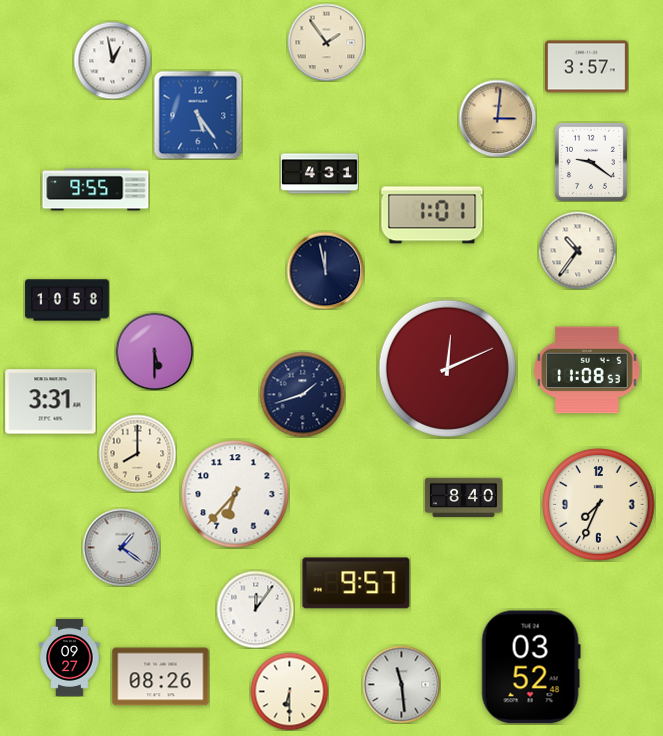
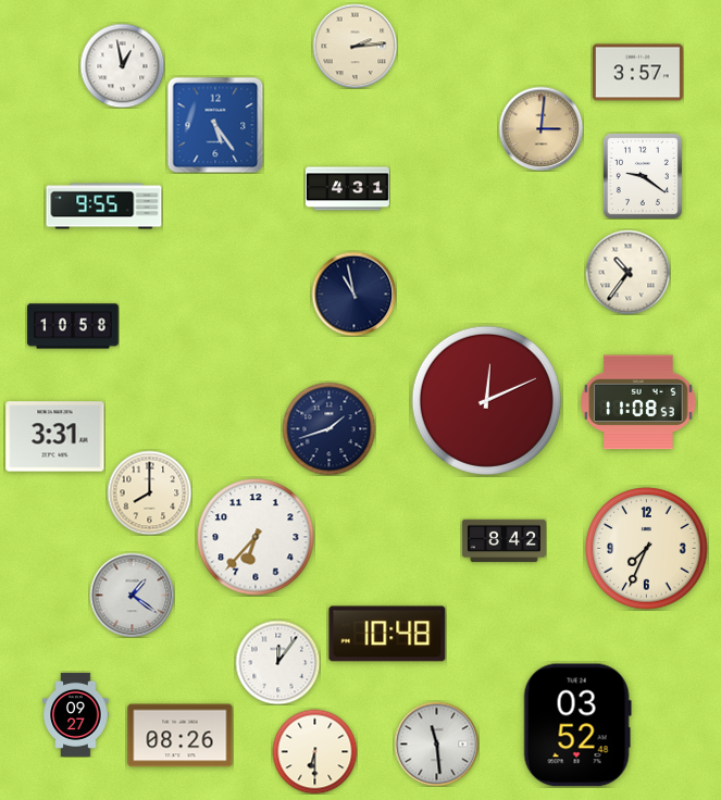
clock at (326, 42): 1:54 -> 2:14
clock at (432, 215): 1:01 -> none
clock at (325, 270): 11:58 -> 10:58
clock at (154, 351): 5:30 -> none
clock at (463, 498): 8:40 -> 8:42
clock at (599, 505) position: (599, 505) -> (647, 549)
clock at (356, 583): 9:57 -> 10:48
clock at (161, 677) position: (161, 677) -> (181, 736)
